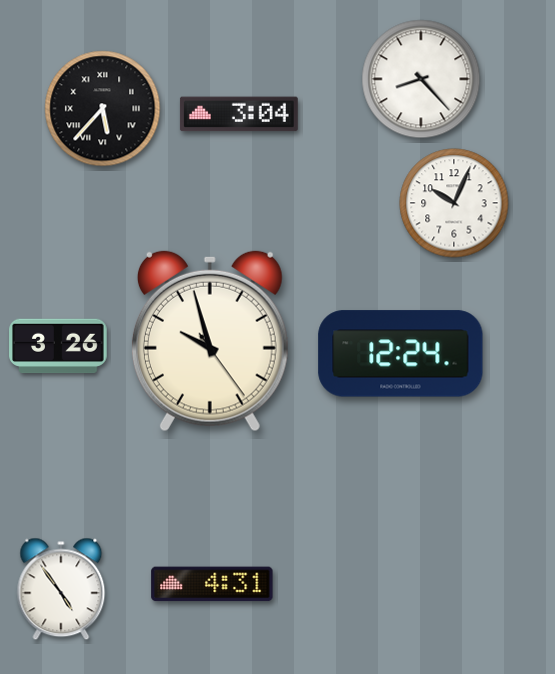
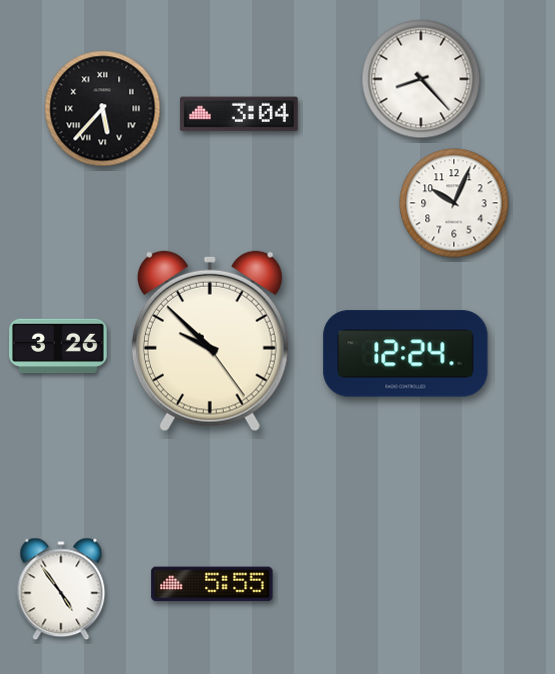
clock at (210, 341): 9:57 -> 9:52
clock at (401, 354) position: (401, 354) -> (406, 354)
clock at (212, 584): 4:31 -> 5:55
